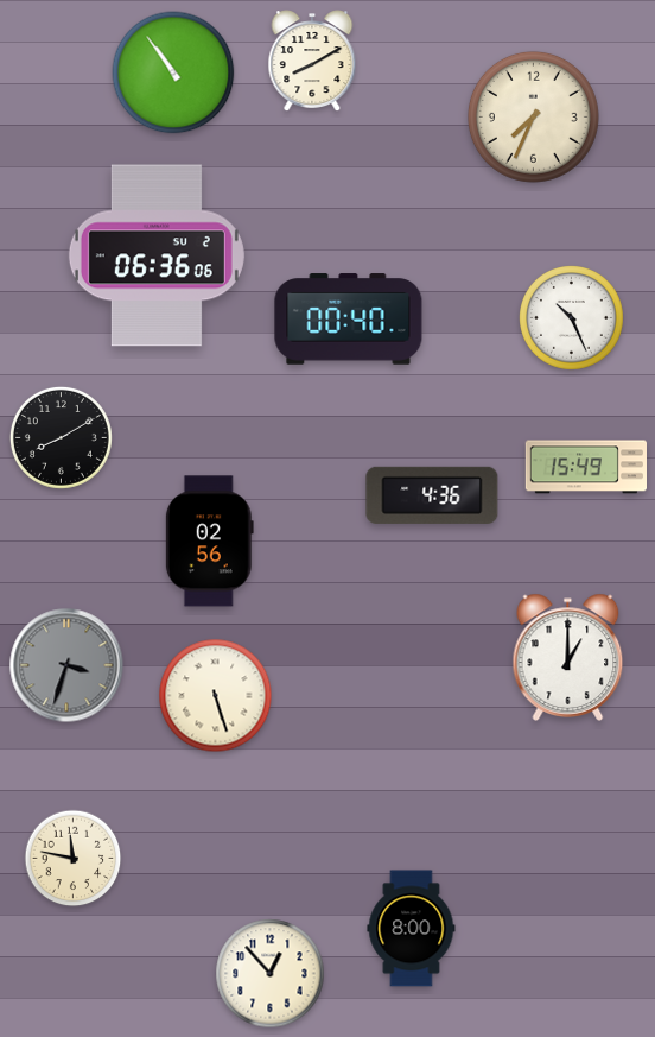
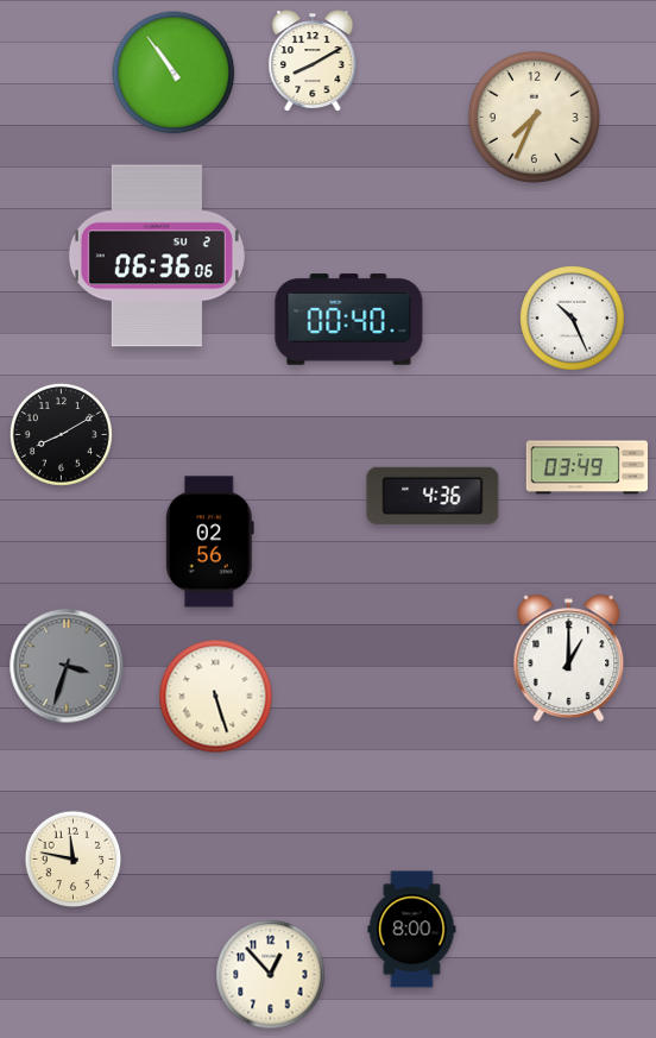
clock at (61, 437) position: (61, 437) -> (61, 434)
clock at (585, 467): 15:49 -> 03:49
